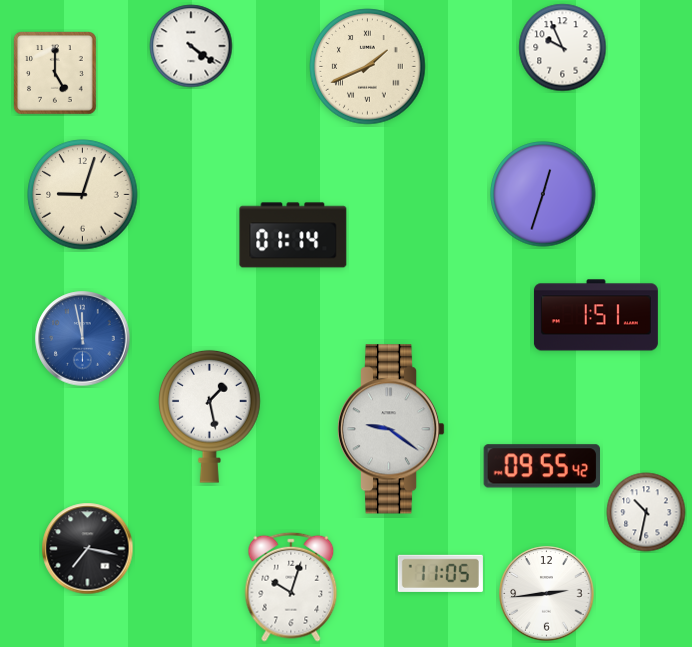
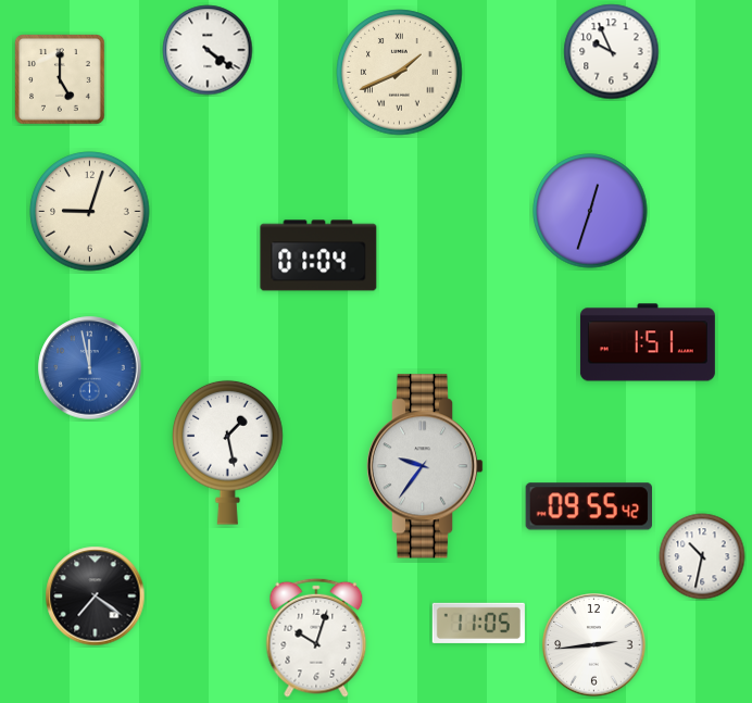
clock at (293, 235): 01:14 -> 01:04
clock at (391, 429): 9:21 -> 9:36
clock at (88, 549): 7:17 -> 7:21
